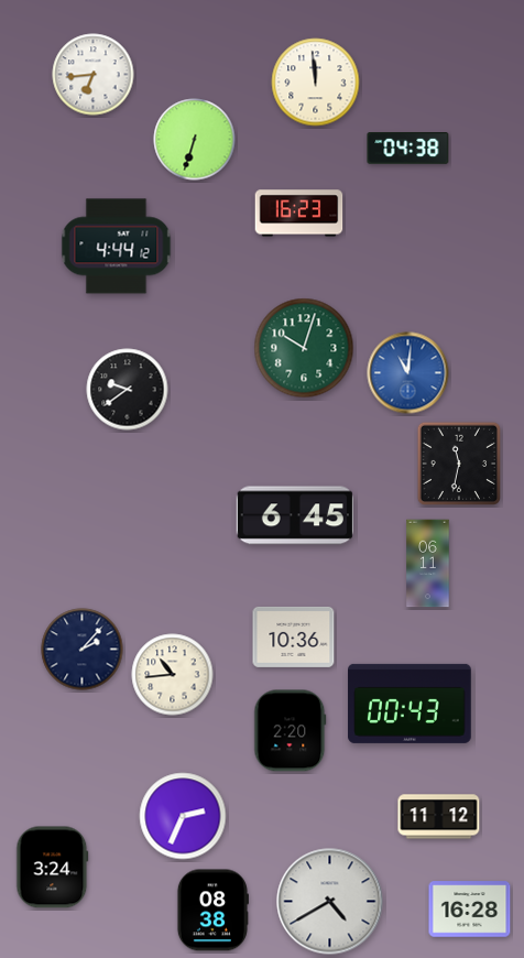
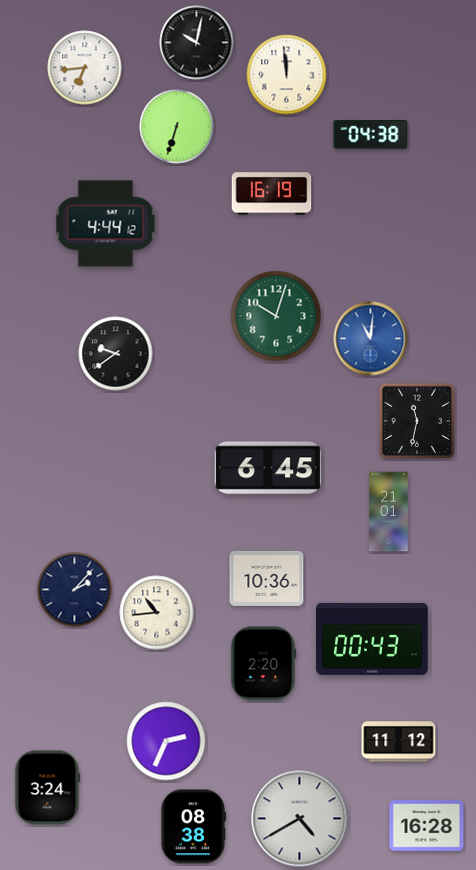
clock at (197, 43): none -> 10:02
clock at (299, 214): 16:23 -> 16:19
clock at (428, 564): 06:11 -> 21:01
